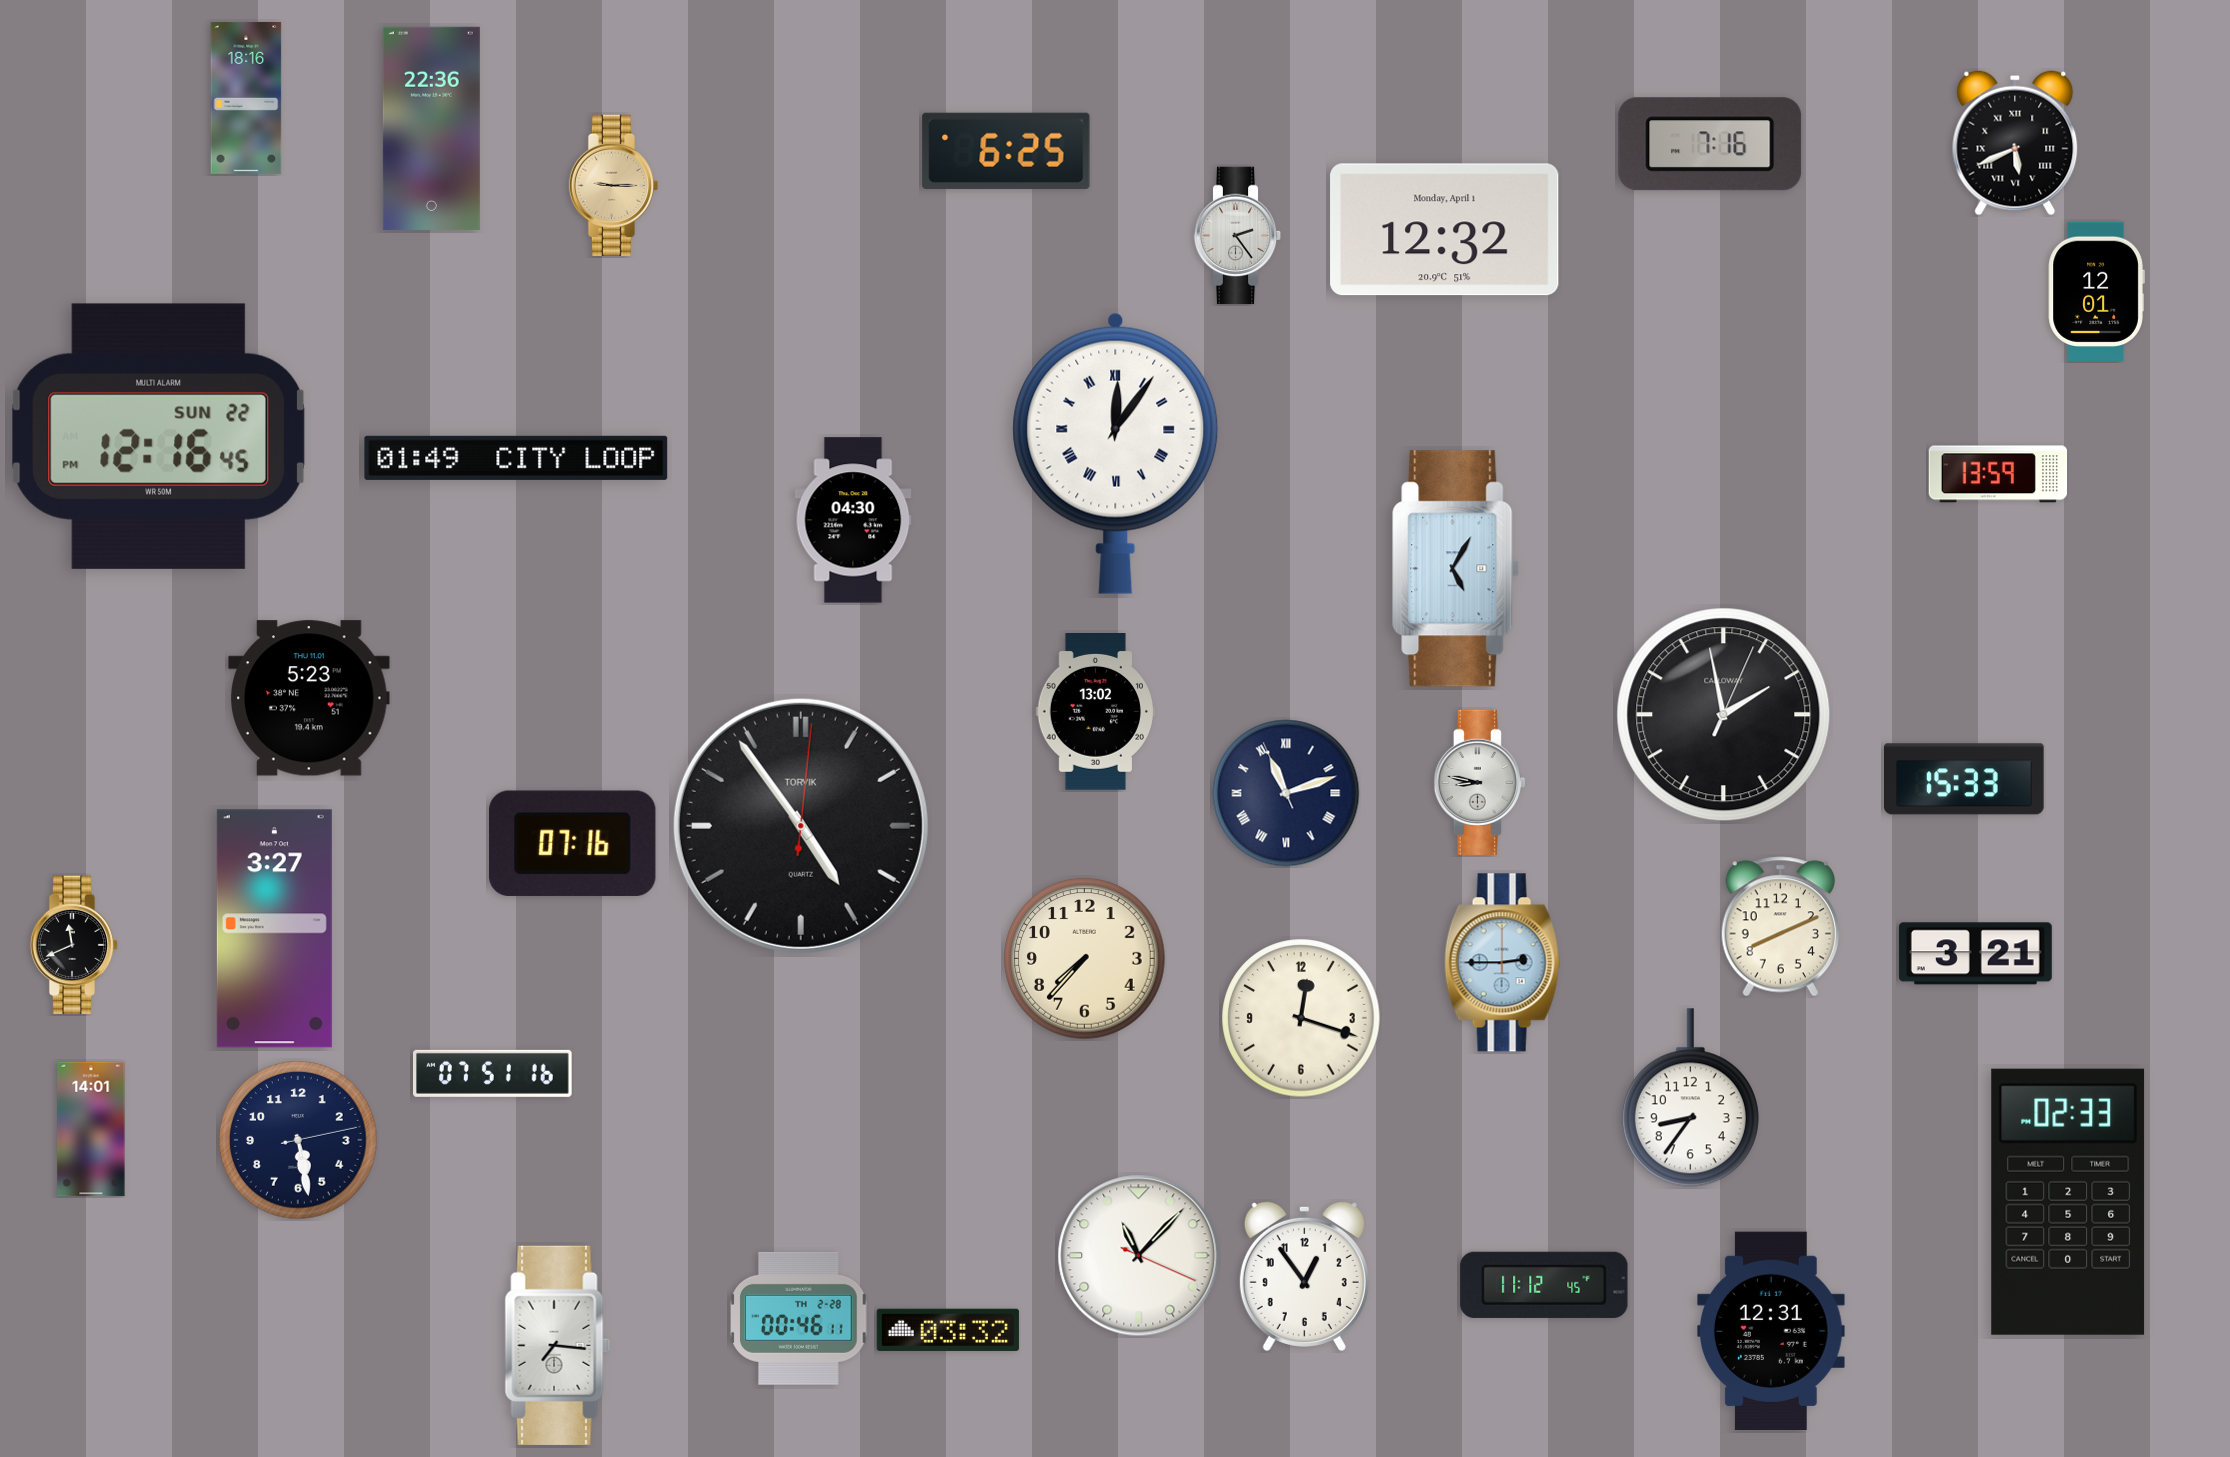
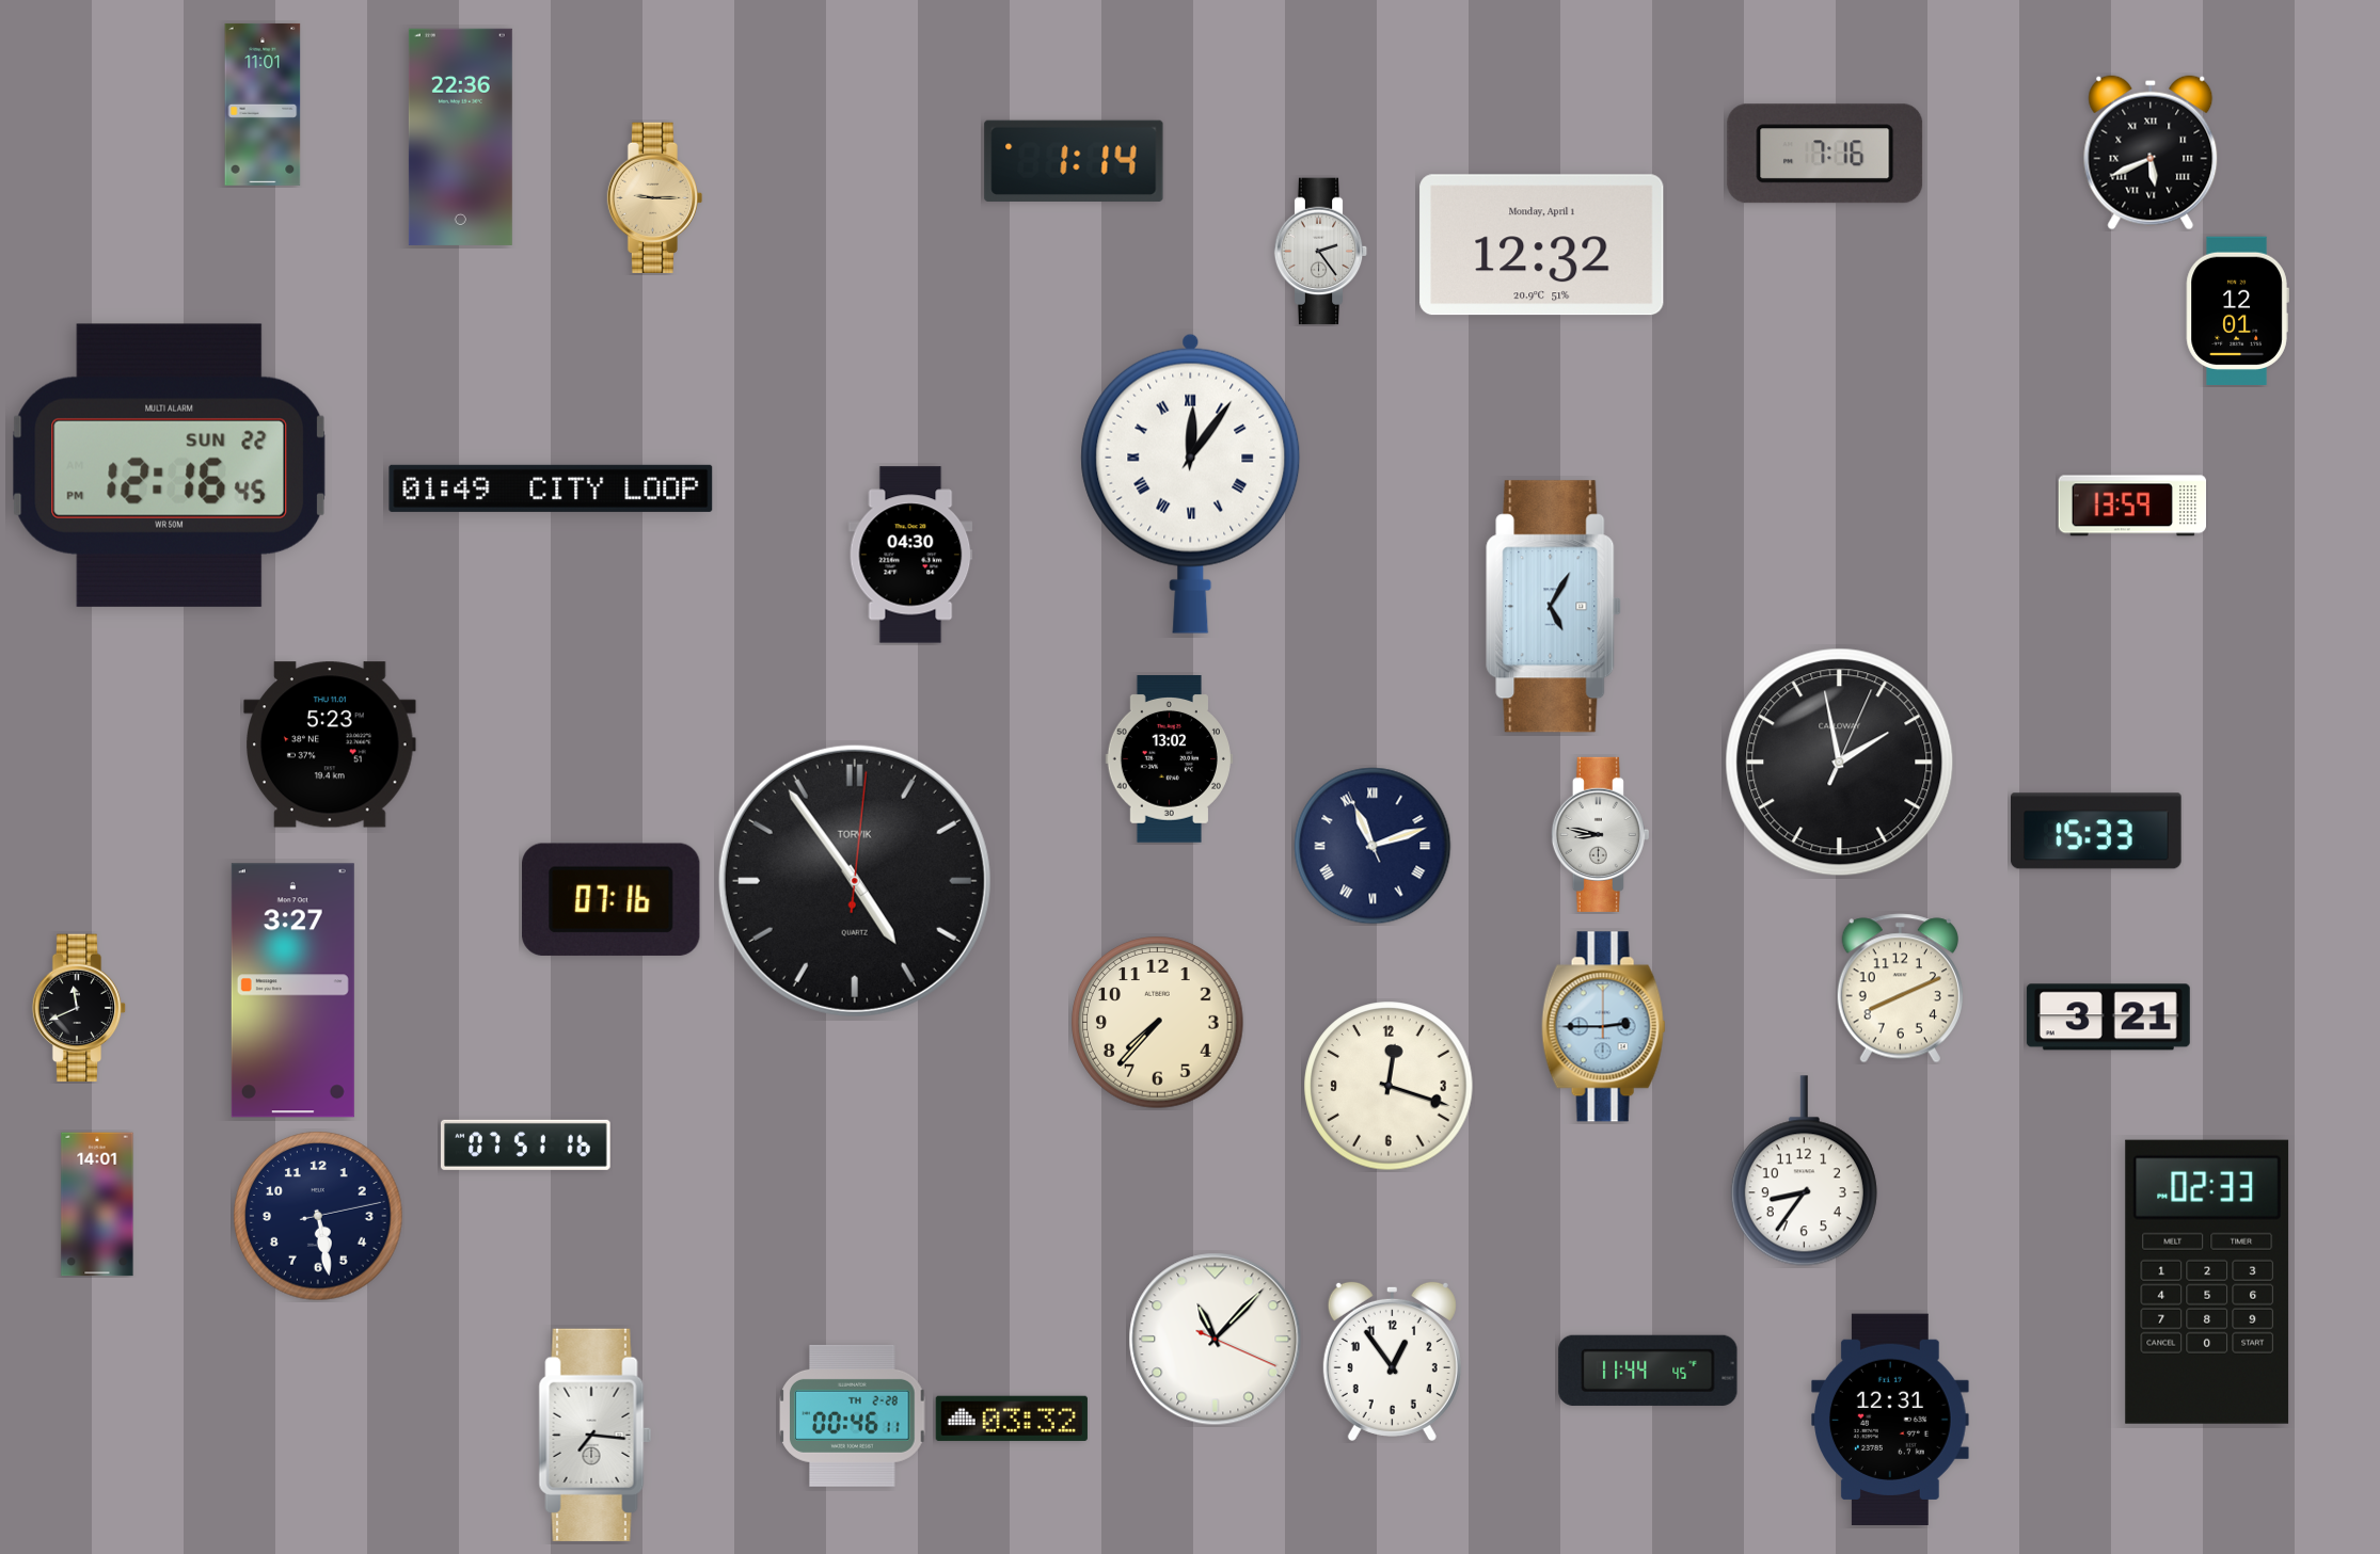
clock at (246, 98): 18:16 -> 11:01
clock at (1006, 151): 6:25 -> 1:14
clock at (1479, 782) position: (1479, 782) -> (1600, 834)
clock at (1544, 1285): 11:12 -> 11:44
clock at (799, 1318) position: (799, 1318) -> (853, 1415)
